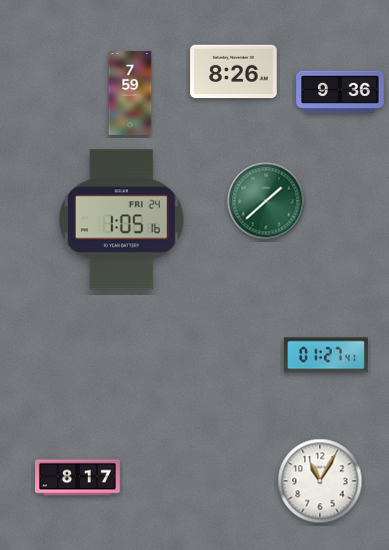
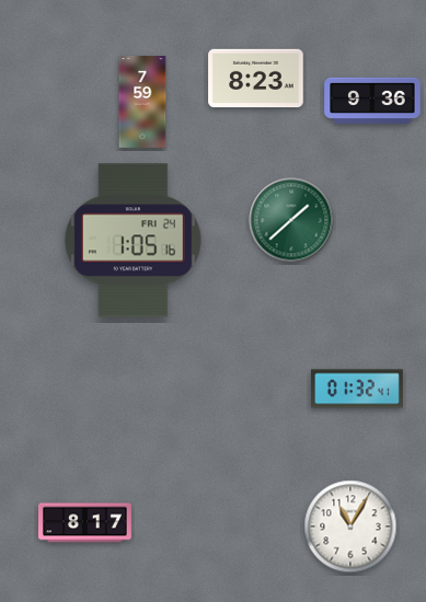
clock at (234, 72): 8:26 -> 8:23
clock at (326, 355): 01:27 -> 01:32
